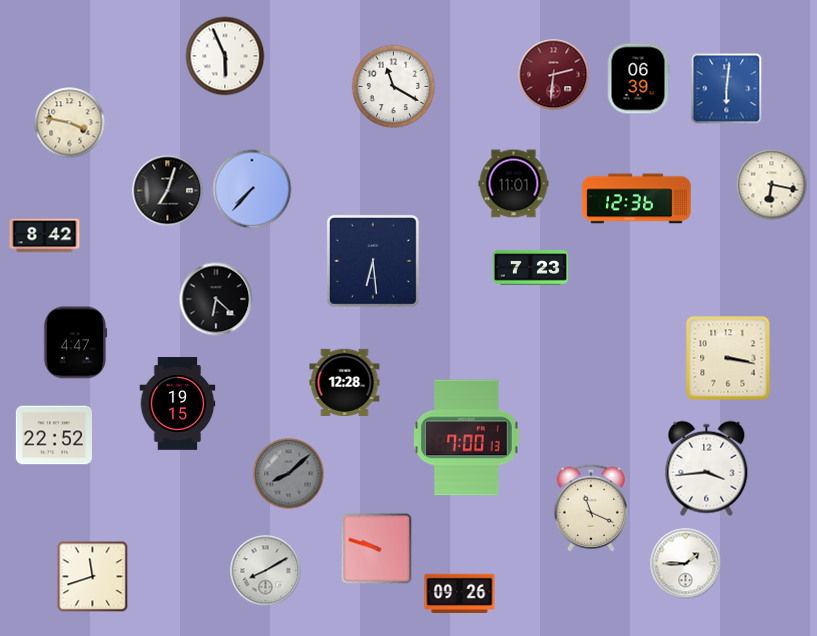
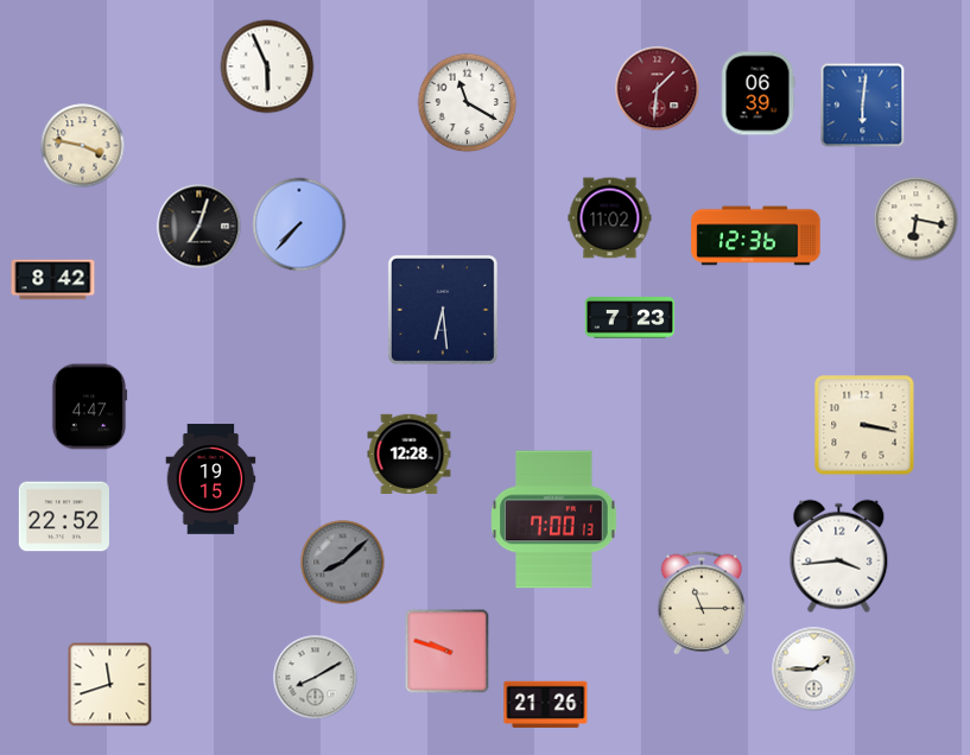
clock at (554, 75): 2:31 -> 1:31
clock at (514, 184): 11:01 -> 11:02
clock at (216, 299): 6:22 -> none
clock at (591, 508): 11:19 -> 11:15
clock at (460, 593): 09:26 -> 21:26
